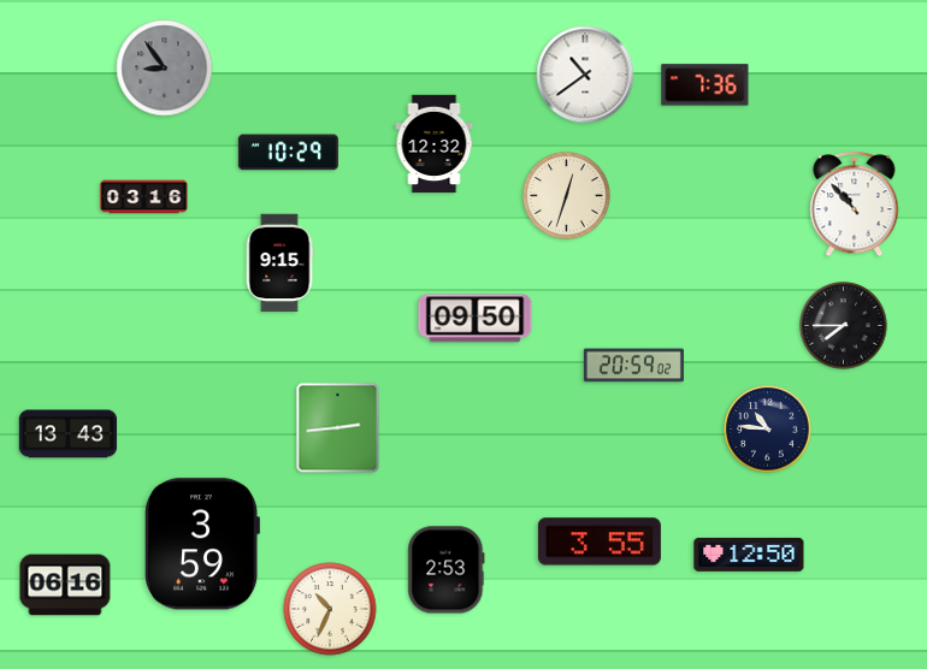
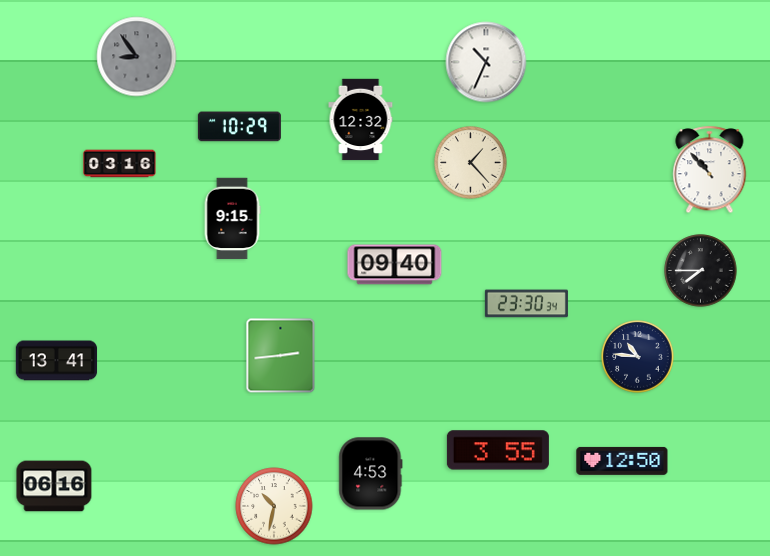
clock at (585, 75): 10:39 -> 10:34
clock at (705, 85): 7:36 -> none
clock at (567, 196): 12:33 -> 1:23
clock at (476, 319): 09:50 -> 09:40
clock at (633, 366): 20:59 -> 23:30
clock at (69, 434): 13:43 -> 13:41
clock at (202, 544): 3:59 -> none
clock at (447, 570): 2:53 -> 4:53
clock at (330, 609): 10:34 -> 10:32
